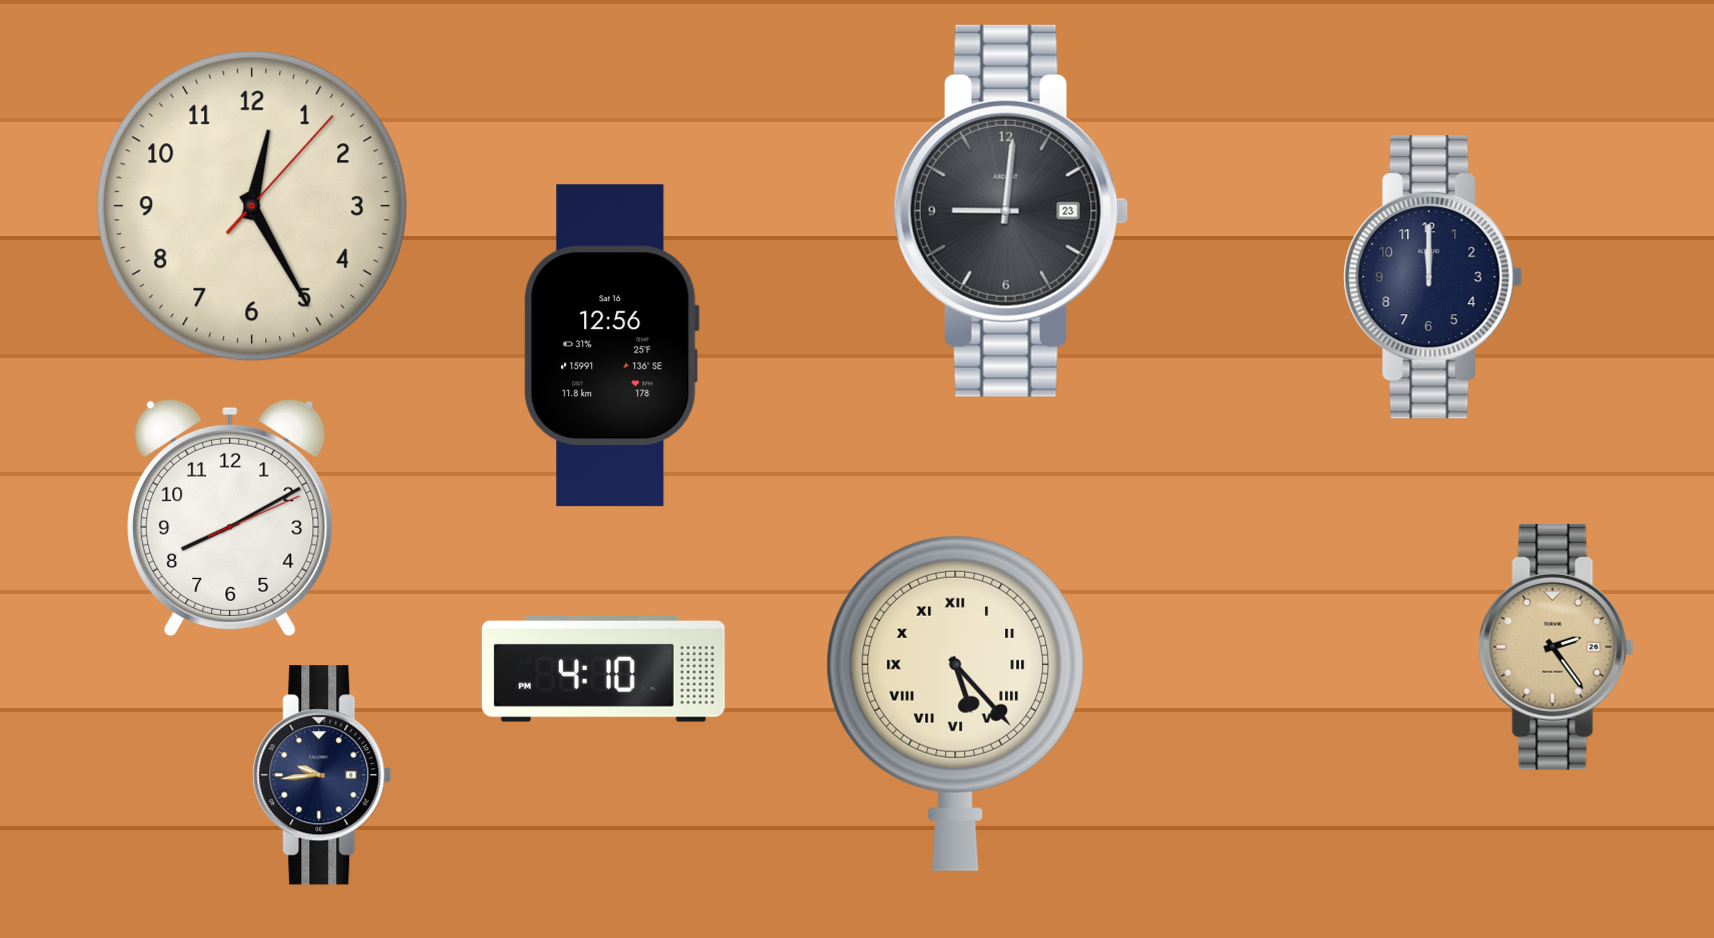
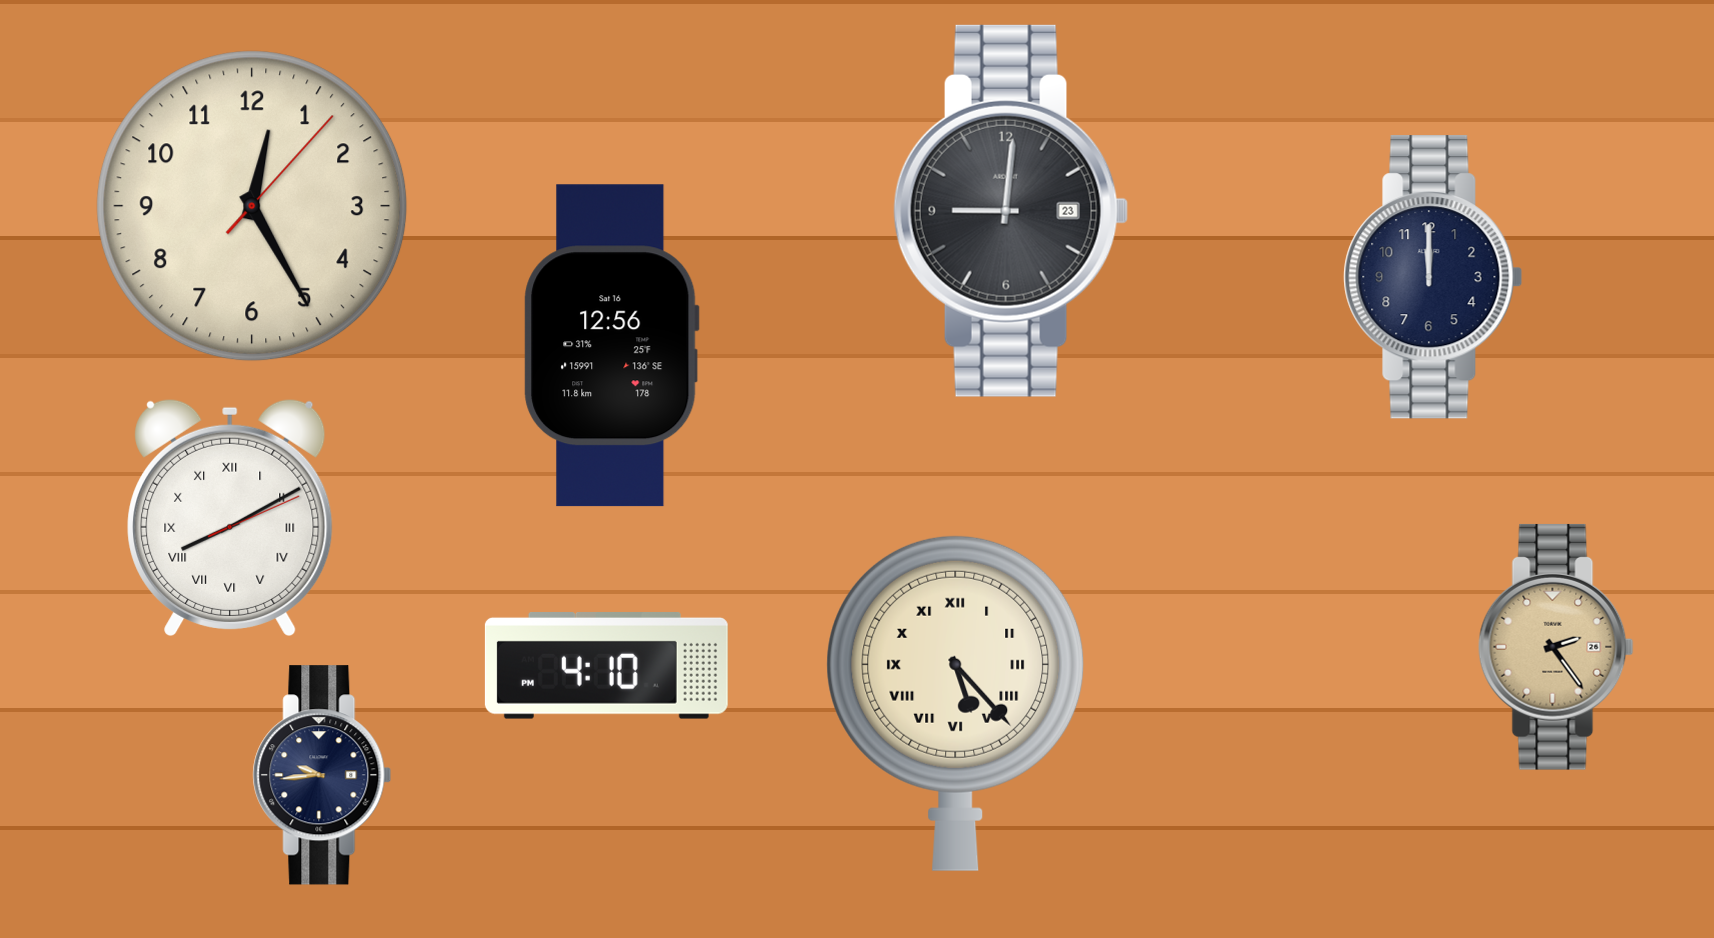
clock at (230, 517) numerals: Arabic -> Roman
clock at (603, 669) position: (603, 669) -> (606, 666)
